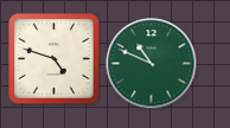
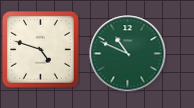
clock at (53, 58) position: (53, 58) -> (40, 49)
